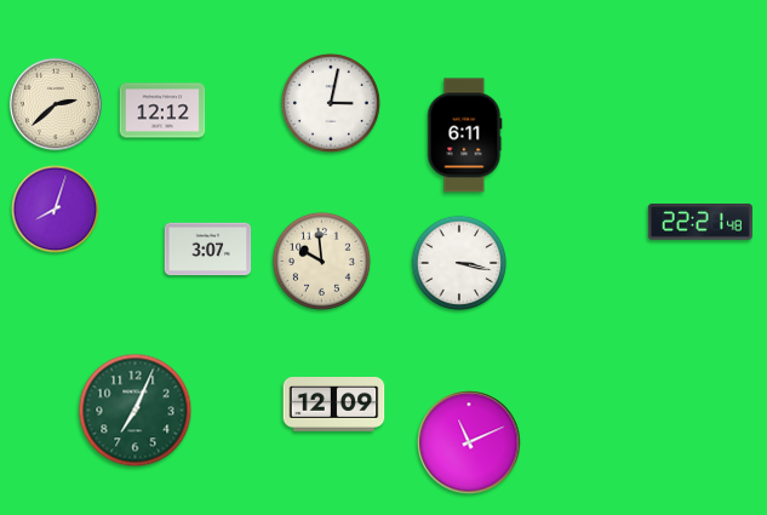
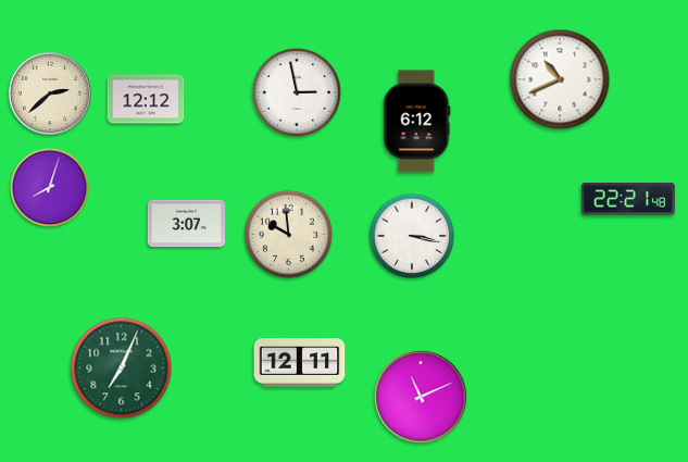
clock at (560, 79): none -> 10:41
clock at (331, 103): 3:02 -> 2:58
clock at (465, 136): 6:11 -> 6:12
clock at (334, 405): 12:09 -> 12:11
